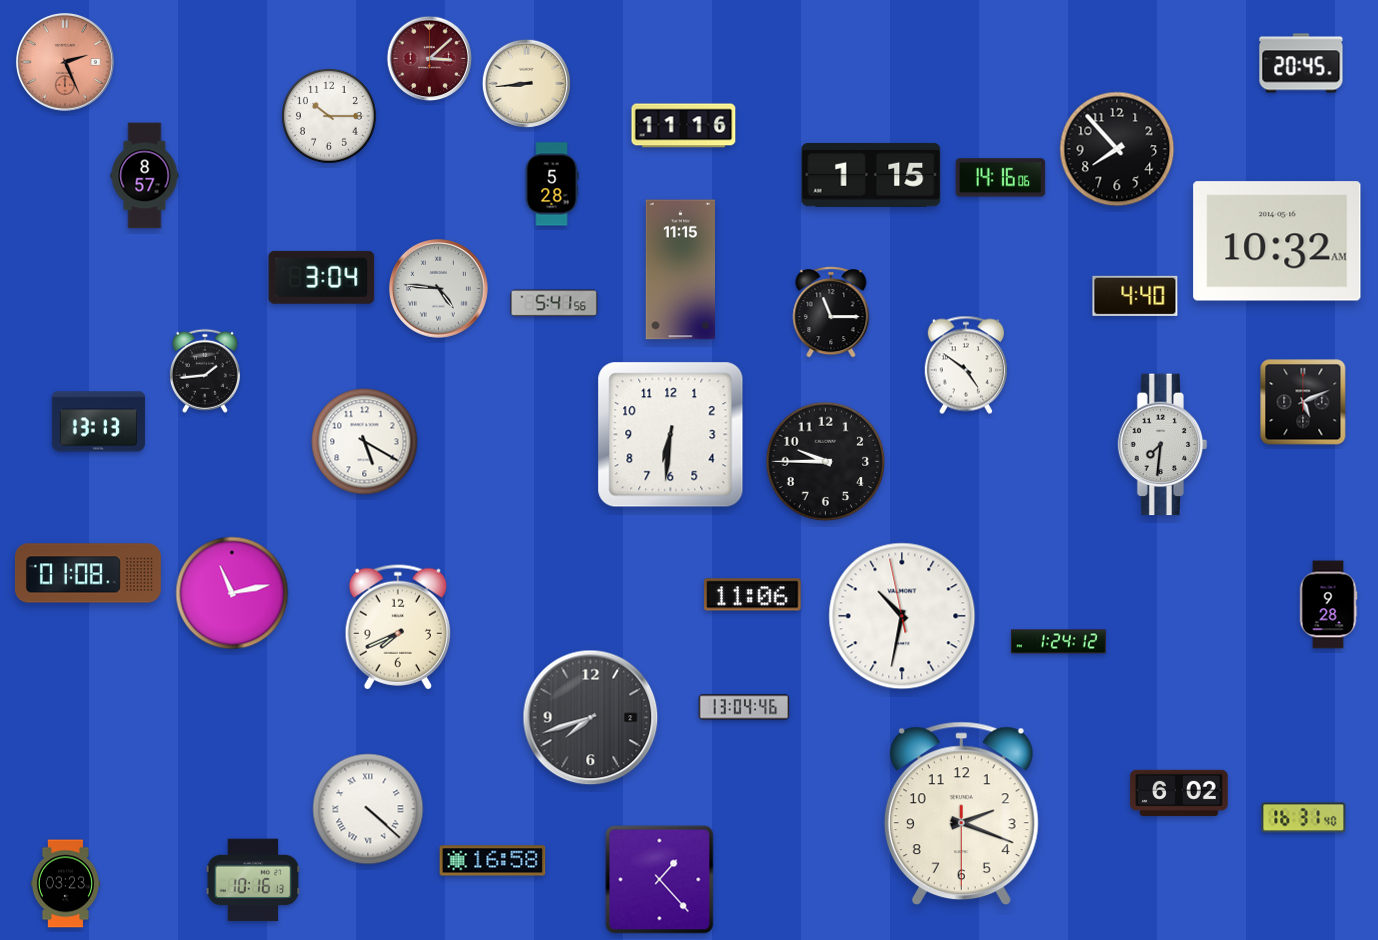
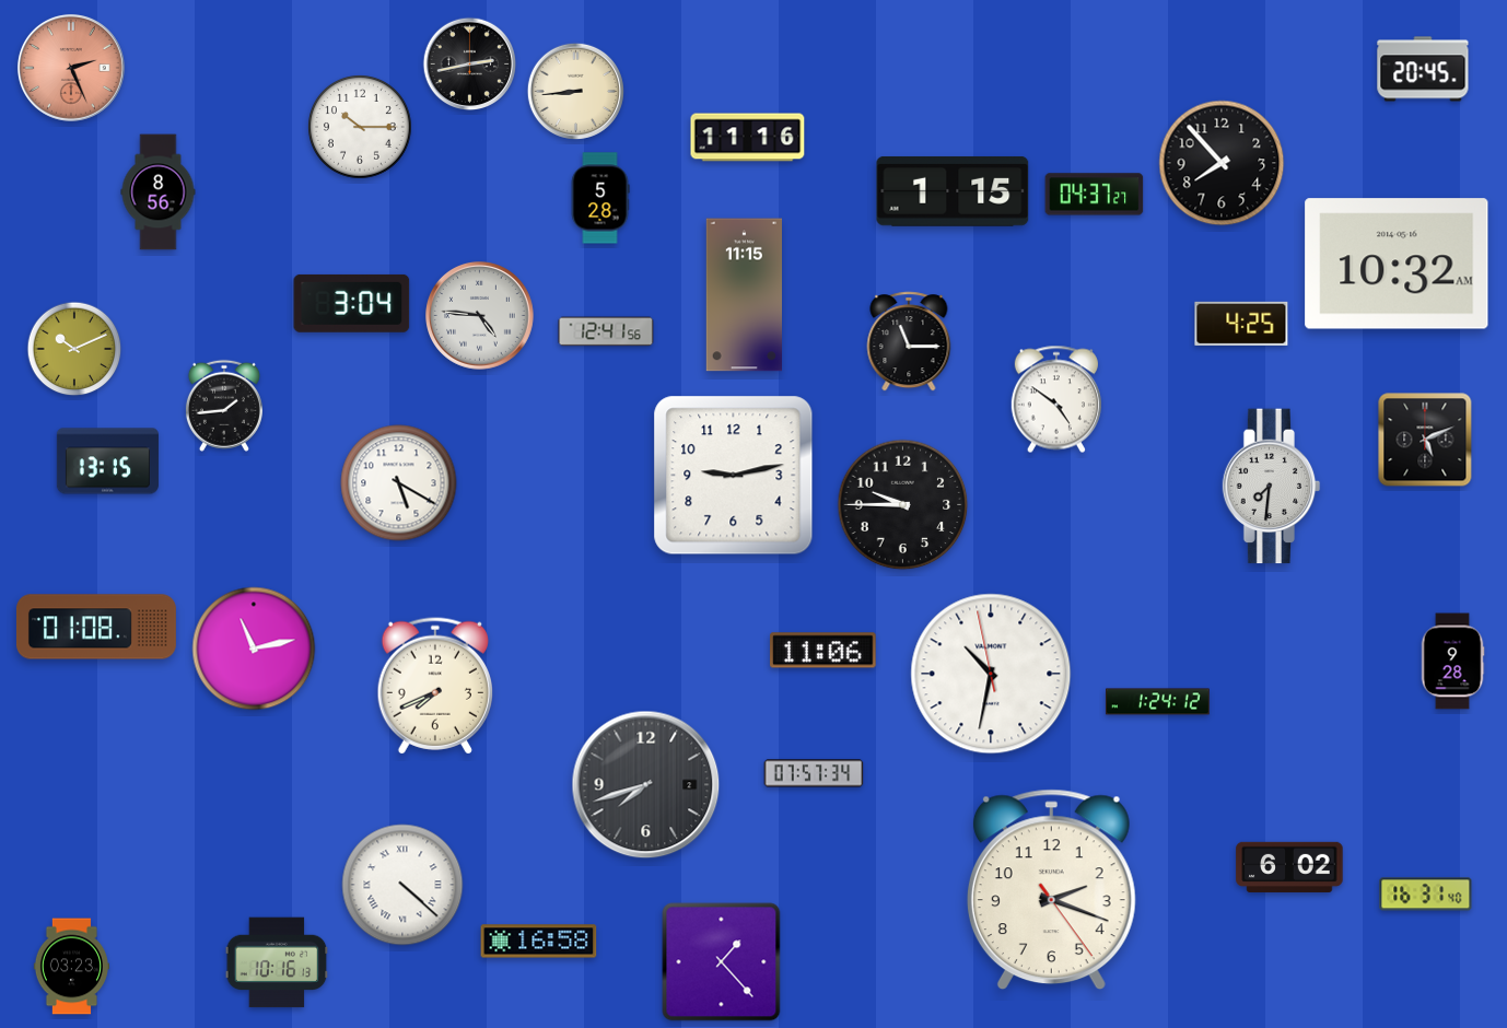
clock at (430, 59): 3:08 -> 2:43
clock at (430, 59) dial: burgundy -> black
clock at (145, 176): 8:57 -> 8:56
clock at (1001, 178): 14:16 -> 04:37
clock at (552, 184) position: (552, 184) -> (600, 198)
clock at (1135, 296): 4:40 -> 4:25
clock at (554, 303): 5:41 -> 12:41
clock at (74, 349): none -> 10:11
clock at (98, 422): 13:13 -> 13:15
clock at (671, 435): 6:31 -> 9:13
clock at (902, 616) position: (902, 616) -> (991, 674)
clock at (744, 707): 13:04 -> 07:57
clock at (961, 814): 2:18:30 -> 2:18:24
